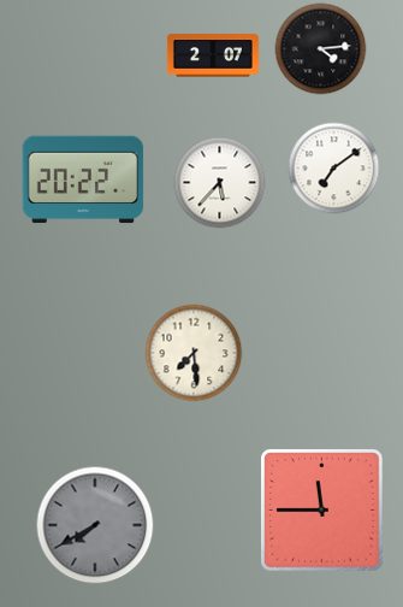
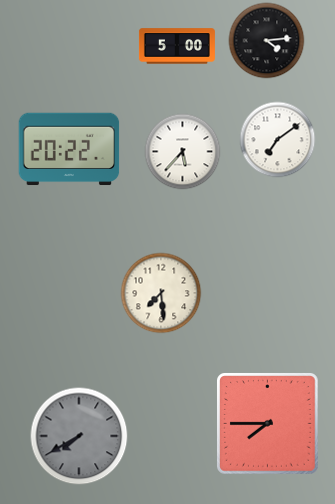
clock at (213, 55): 2:07 -> 5:00
clock at (322, 511): 11:45 -> 7:45
